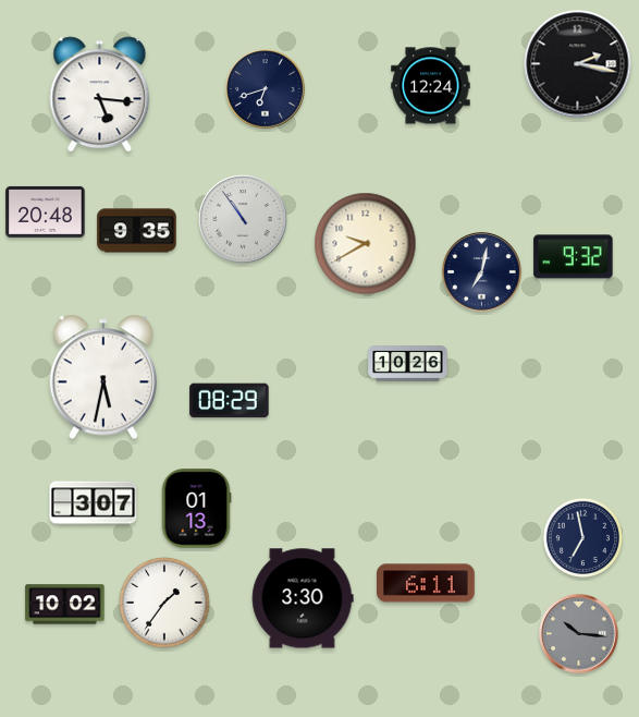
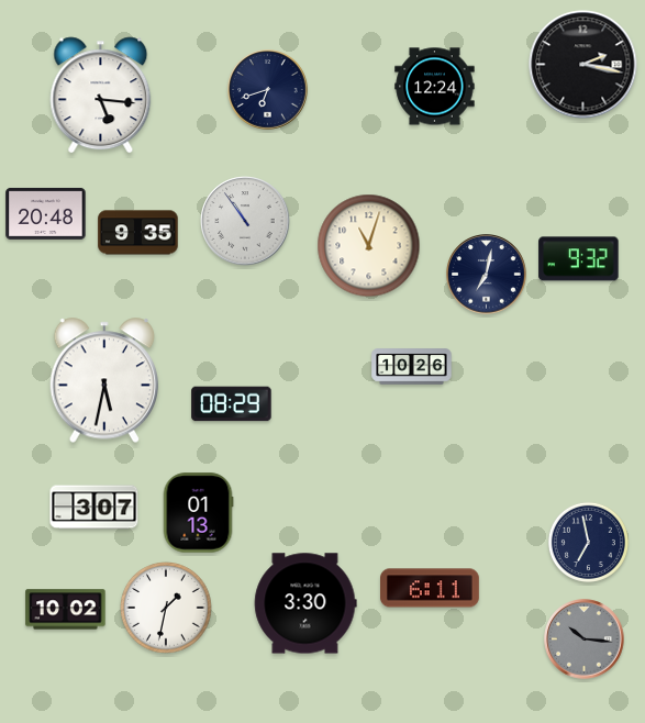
clock at (366, 244): 9:40 -> 11:03
clock at (164, 603): 1:36 -> 1:32
